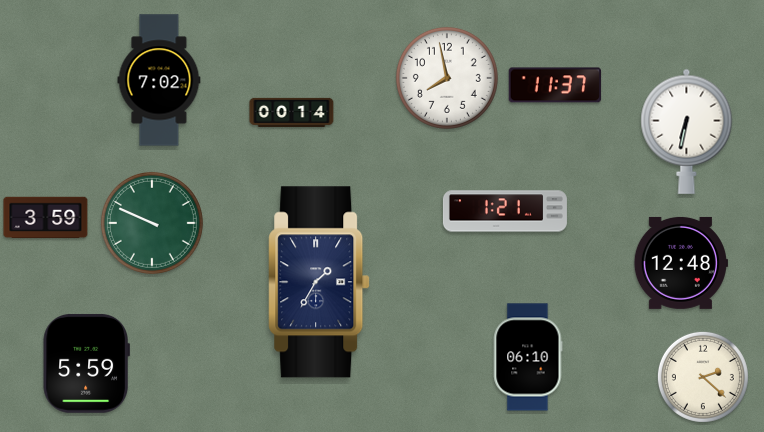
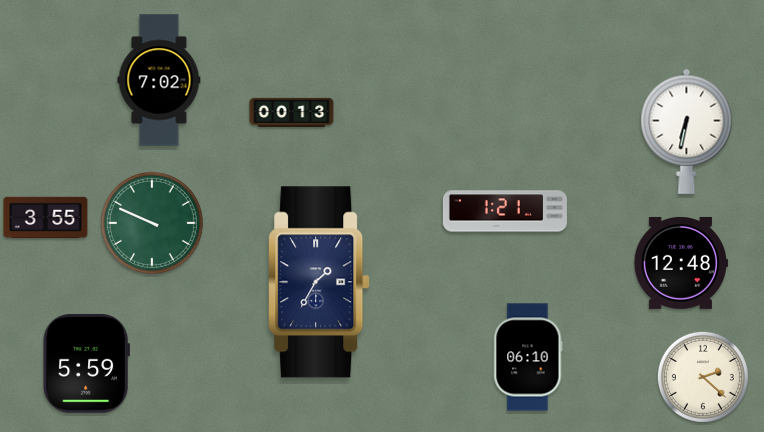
clock at (447, 78): 7:58 -> none
clock at (555, 85): 11:37 -> none
clock at (292, 112): 00:14 -> 00:13
clock at (46, 218): 3:59 -> 3:55
